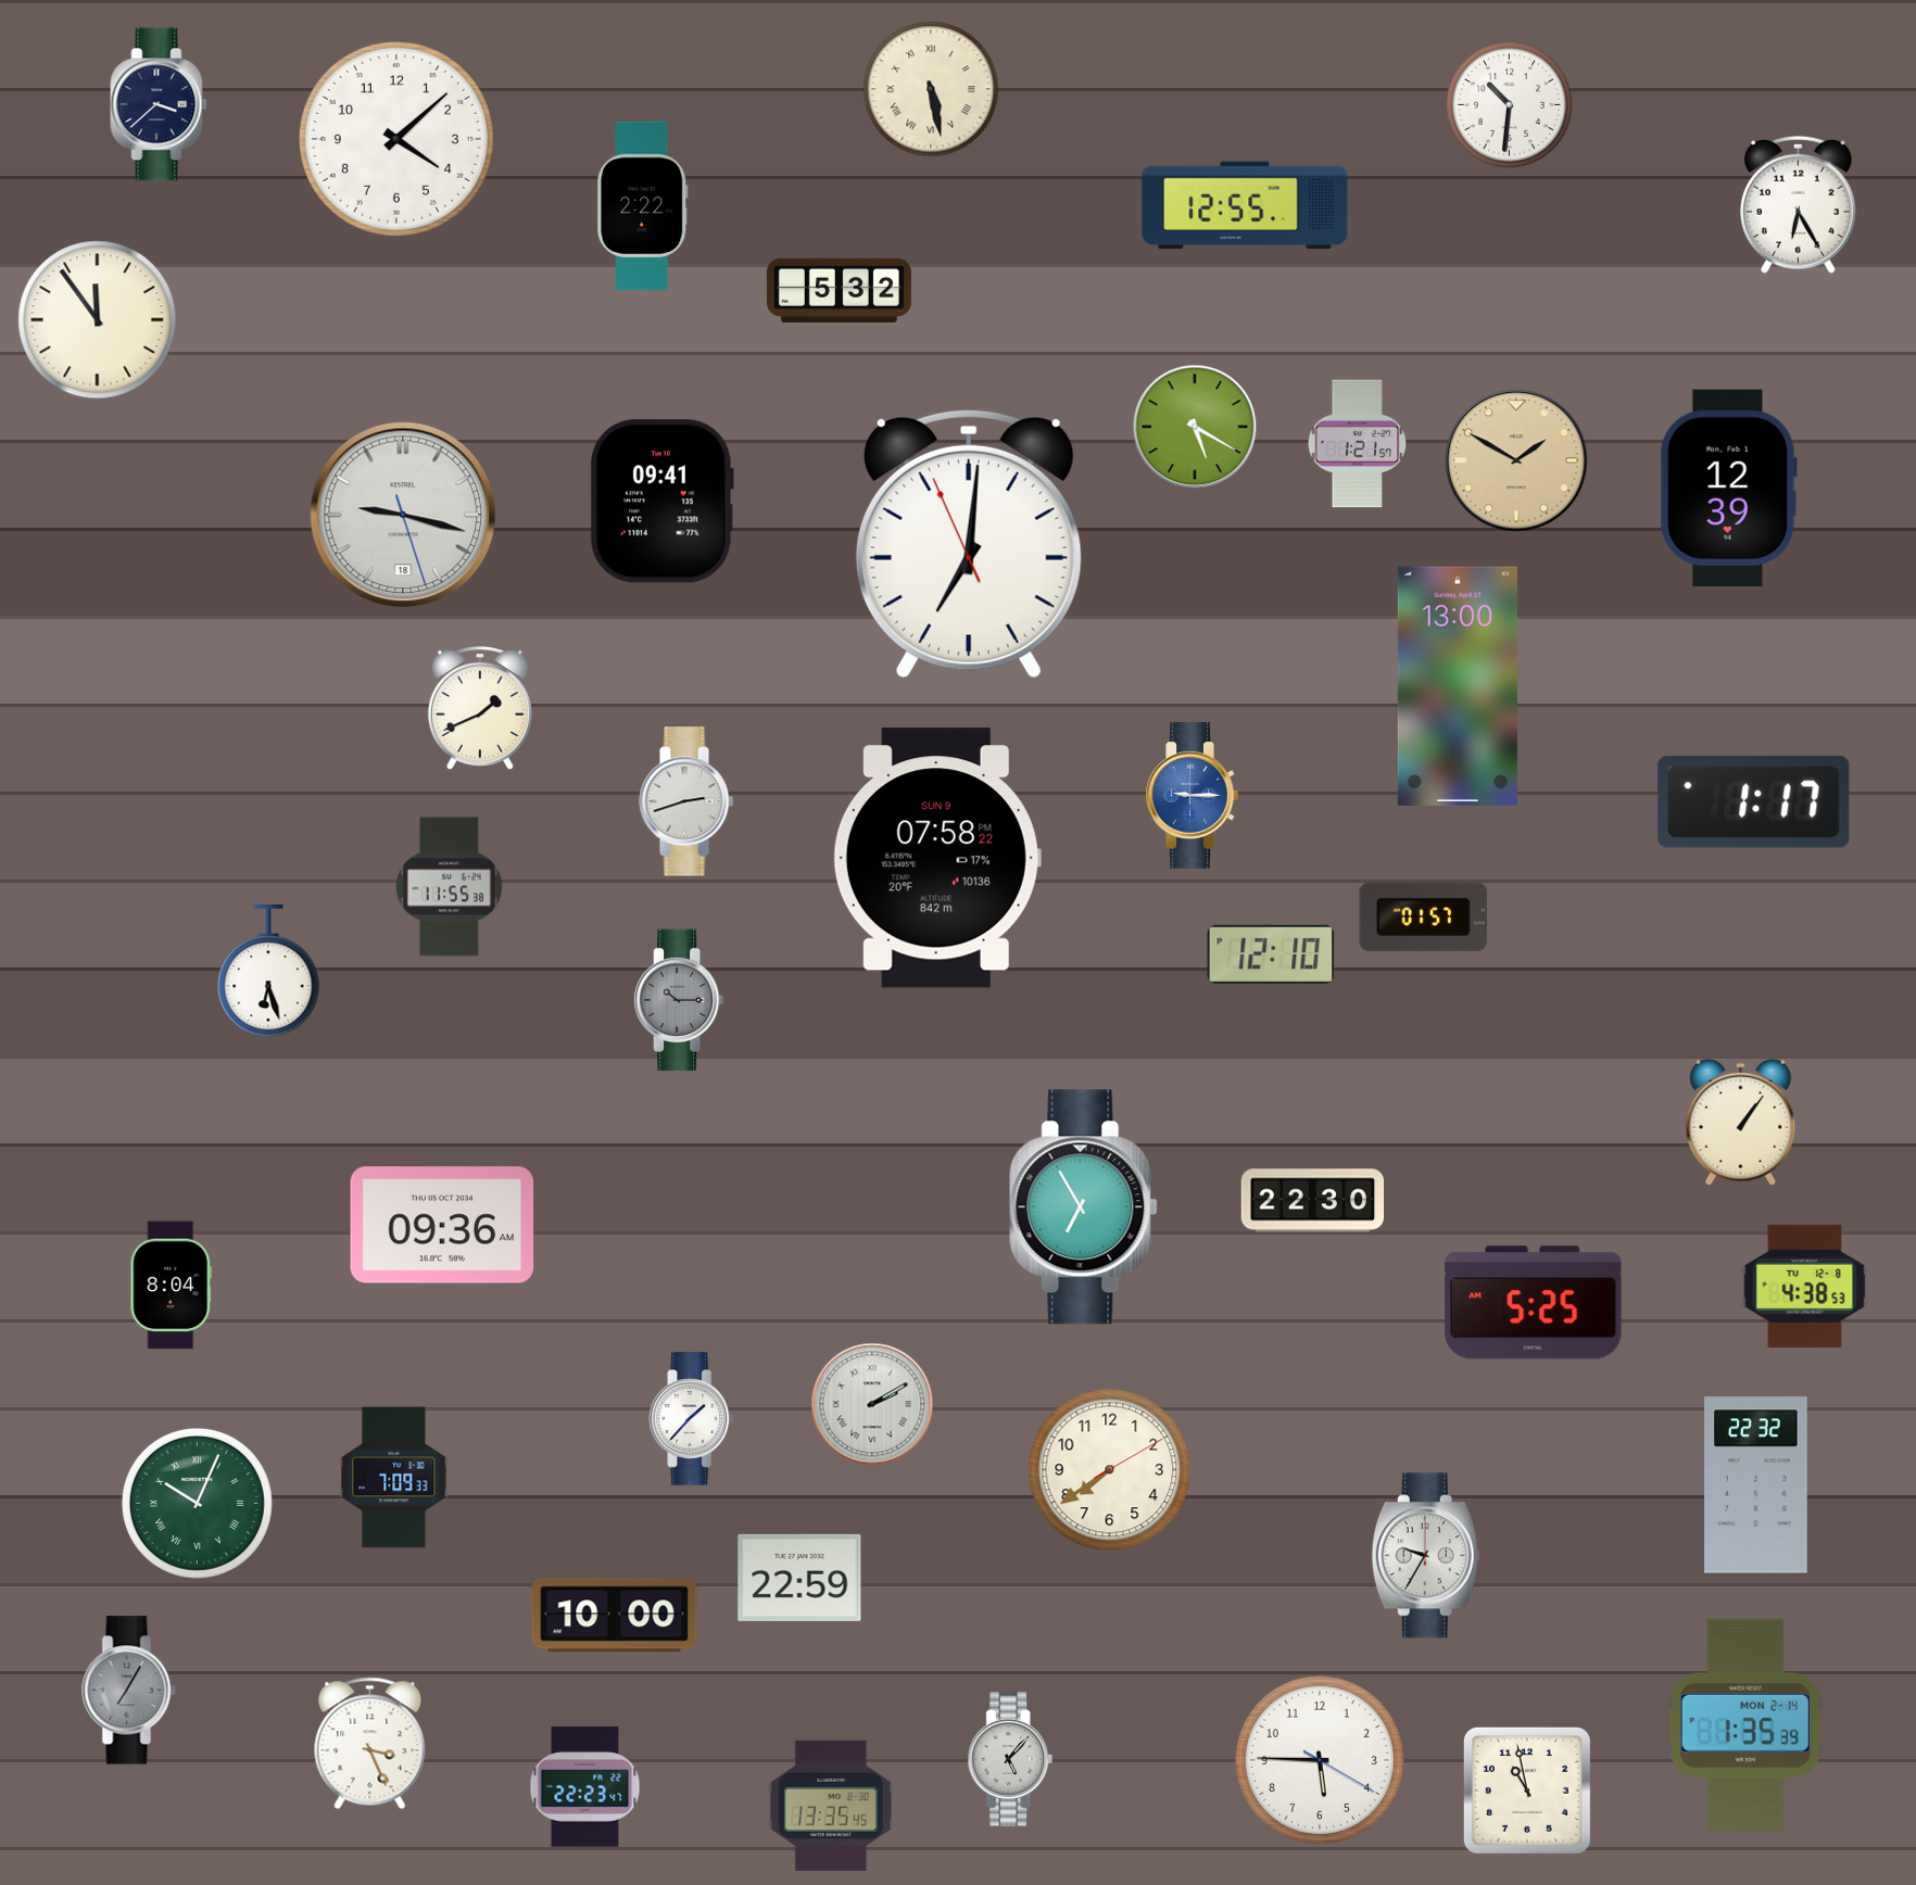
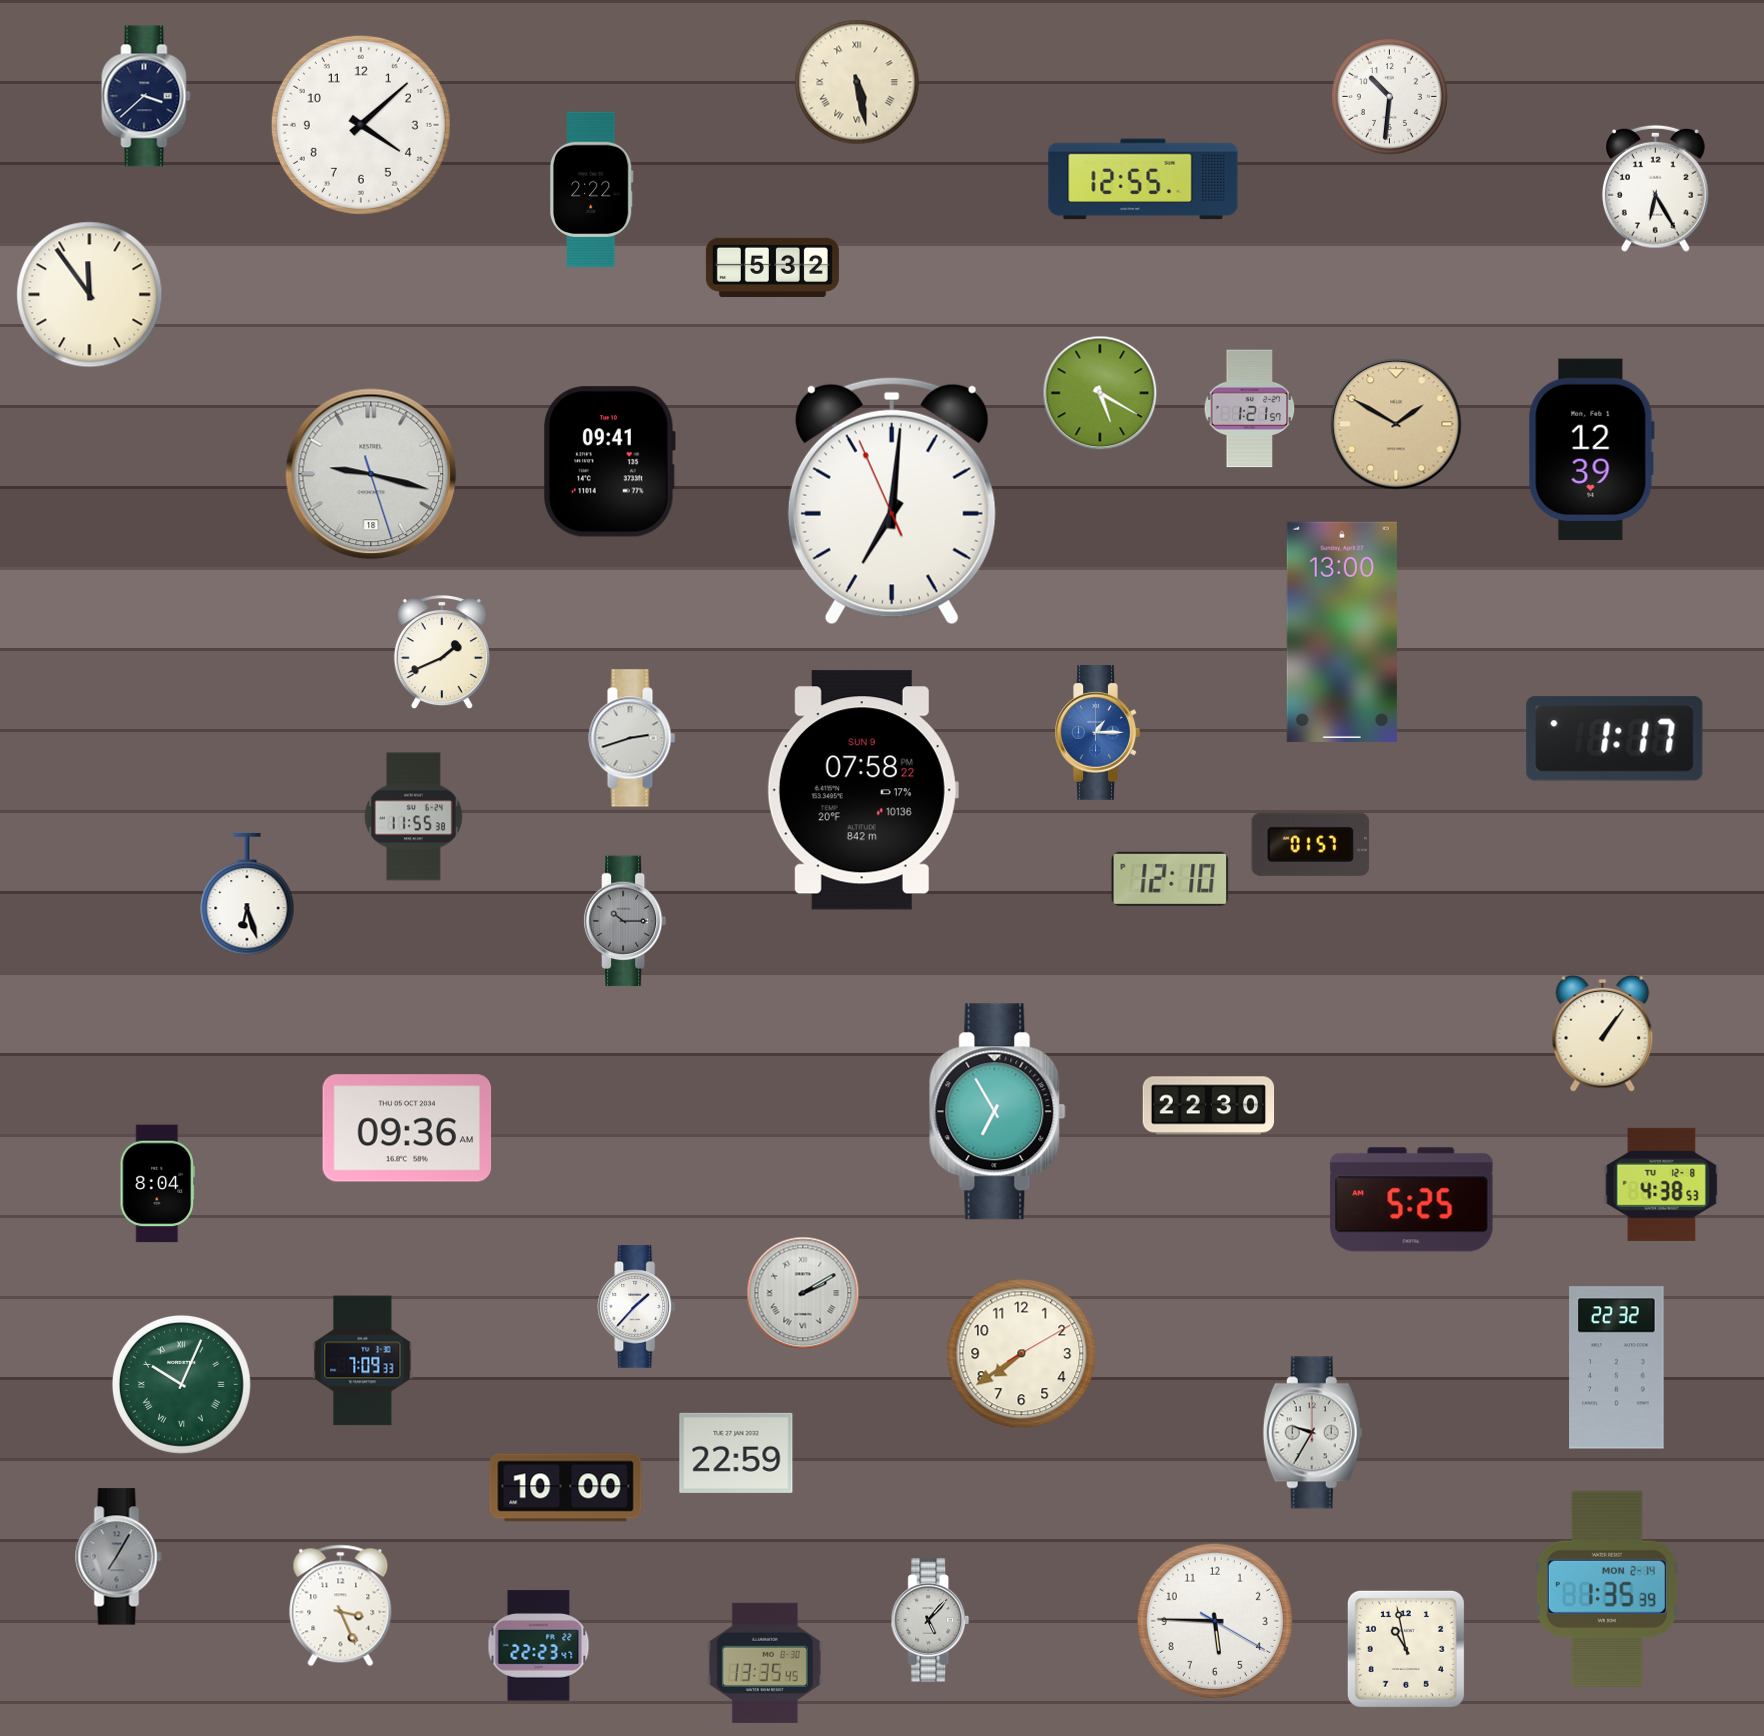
clock at (396, 139) position: (396, 139) -> (361, 125)
clock at (1245, 205) position: (1245, 205) -> (1143, 179)
clock at (1192, 796): 9:15 -> 1:15
